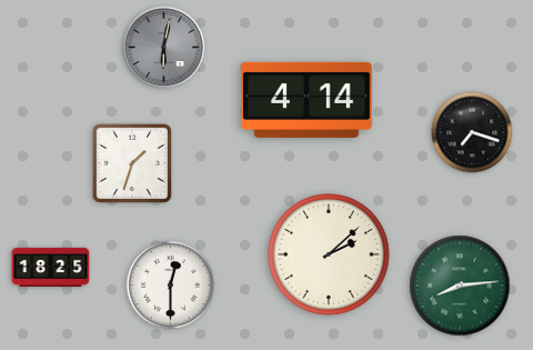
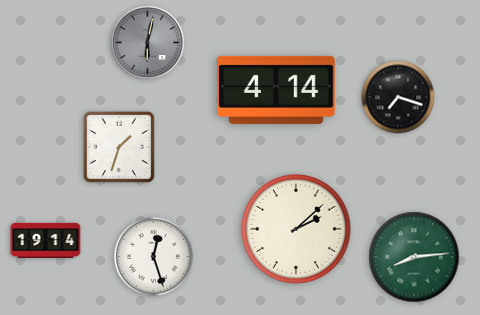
clock at (472, 132) position: (472, 132) -> (398, 97)
clock at (51, 267): 18:25 -> 19:14
clock at (171, 286): 12:30 -> 12:27
